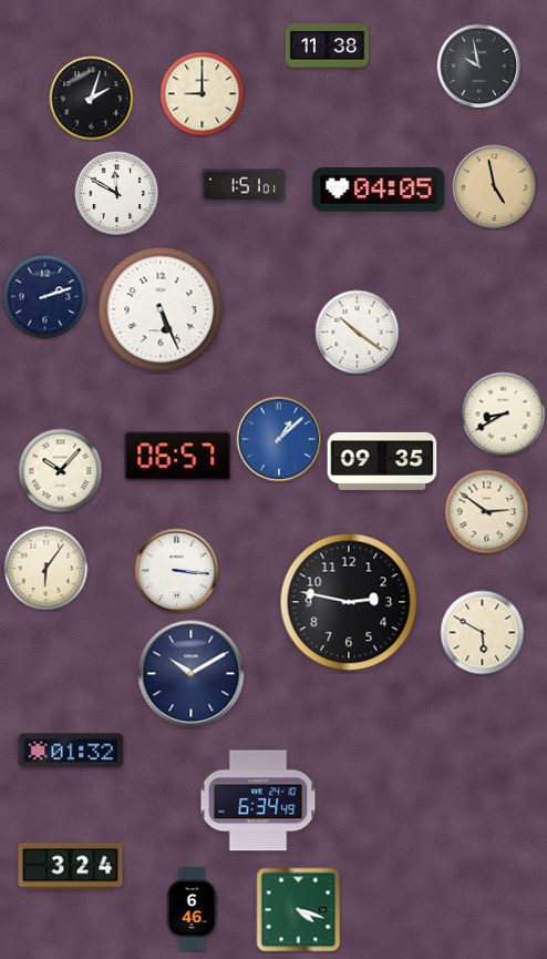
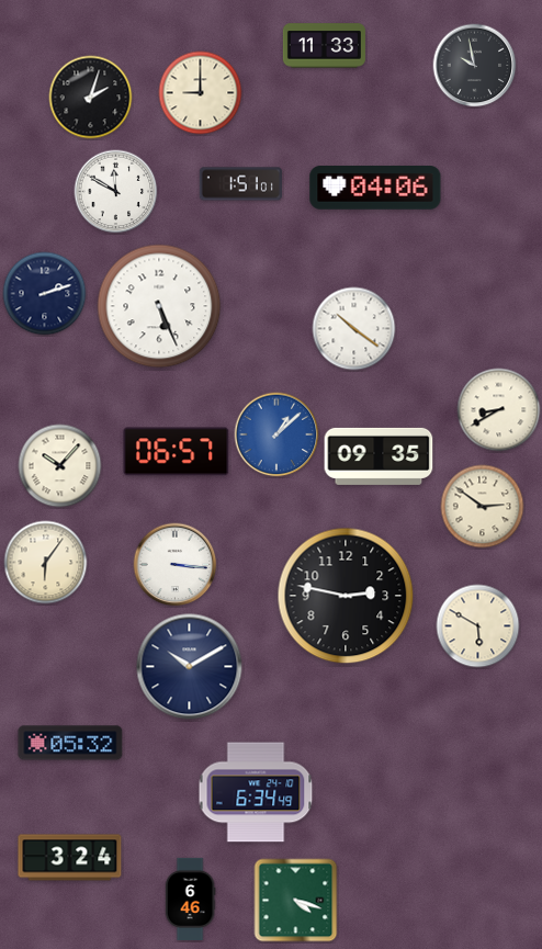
clock at (327, 47): 11:38 -> 11:33
clock at (495, 187): 4:58 -> none
clock at (379, 191): 04:05 -> 04:06
clock at (71, 751): 01:32 -> 05:32
